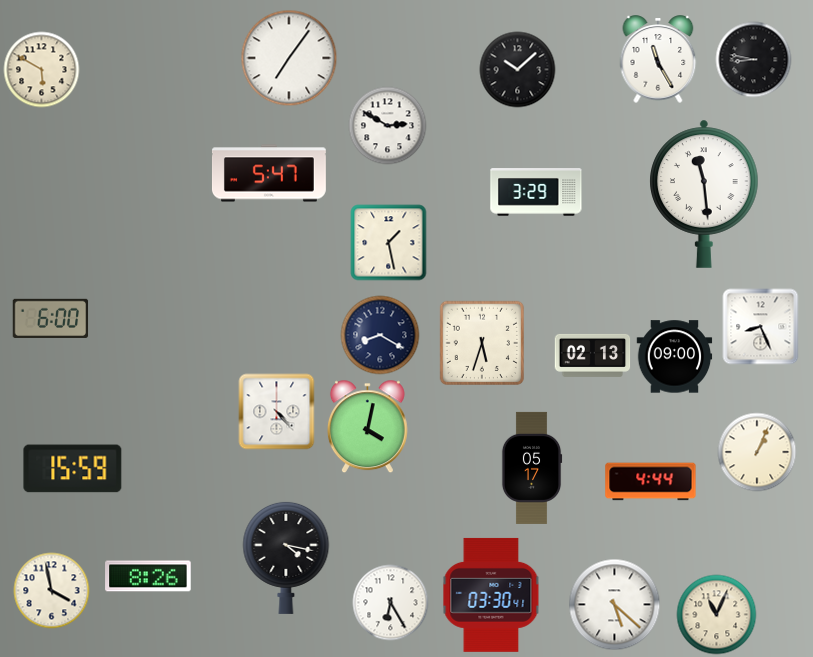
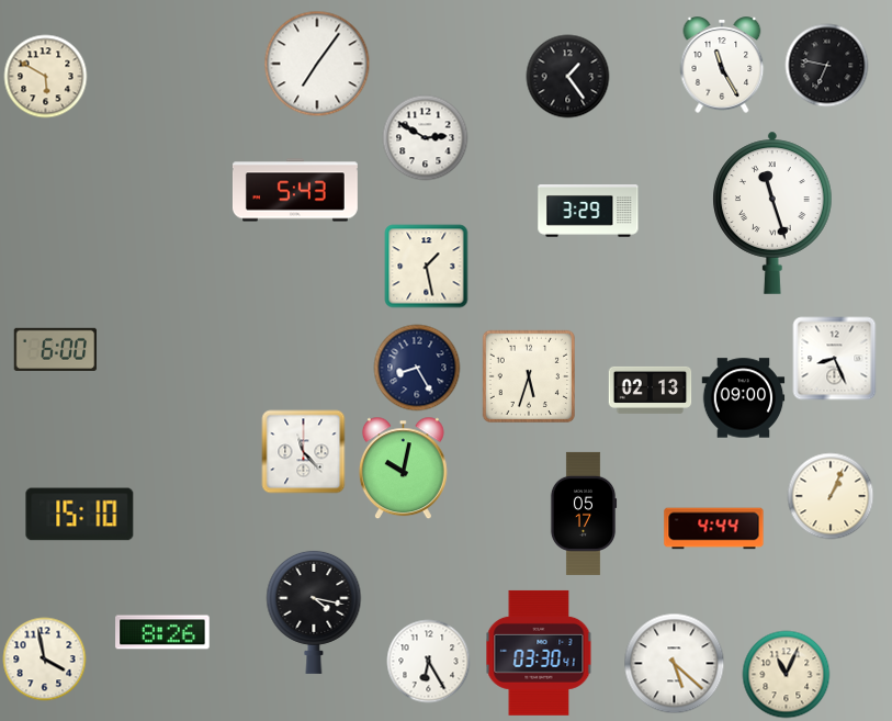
clock at (754, 60): 8:47 -> 6:47
clock at (518, 70): 10:08 -> 1:24
clock at (269, 173): 5:47 -> 5:43
clock at (704, 194): 11:29 -> 11:27
clock at (380, 335): 8:20 -> 8:25
clock at (675, 357) position: (675, 357) -> (744, 398)
clock at (277, 412): 4:23 -> 11:23
clock at (367, 427): 4:02 -> 10:02
clock at (73, 469): 15:59 -> 15:10
clock at (52, 591) position: (52, 591) -> (45, 660)
